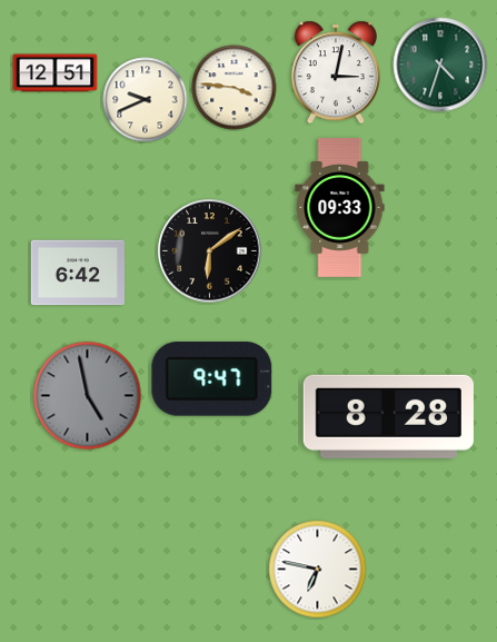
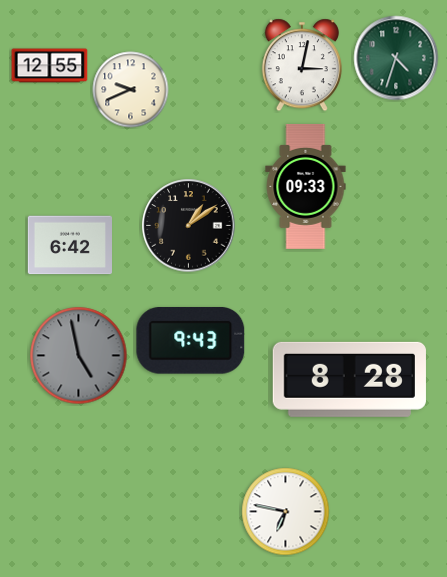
clock at (56, 73): 12:51 -> 12:55
clock at (235, 88): 3:46 -> none
clock at (210, 251): 6:09 -> 1:09
clock at (212, 379): 9:47 -> 9:43
clock at (388, 416) position: (388, 416) -> (349, 379)
